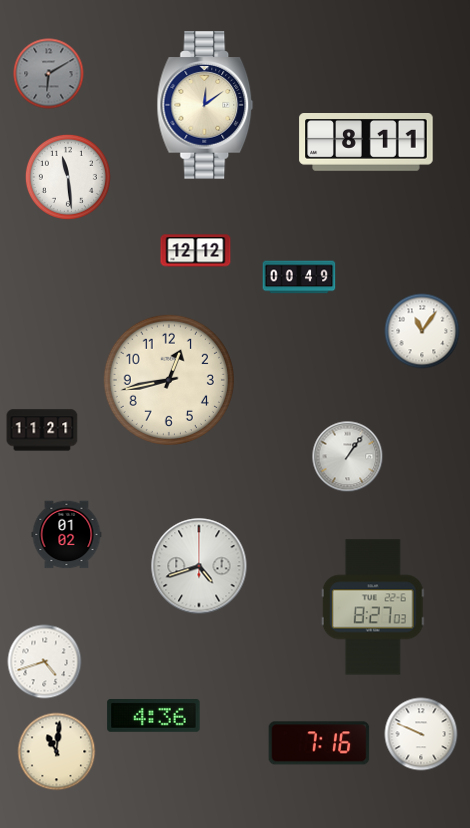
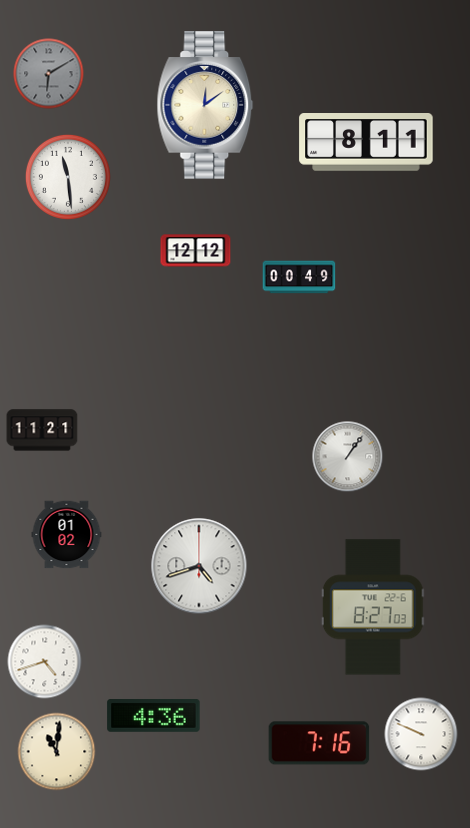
clock at (422, 331): 11:06 -> none
clock at (169, 380): 12:43 -> none
